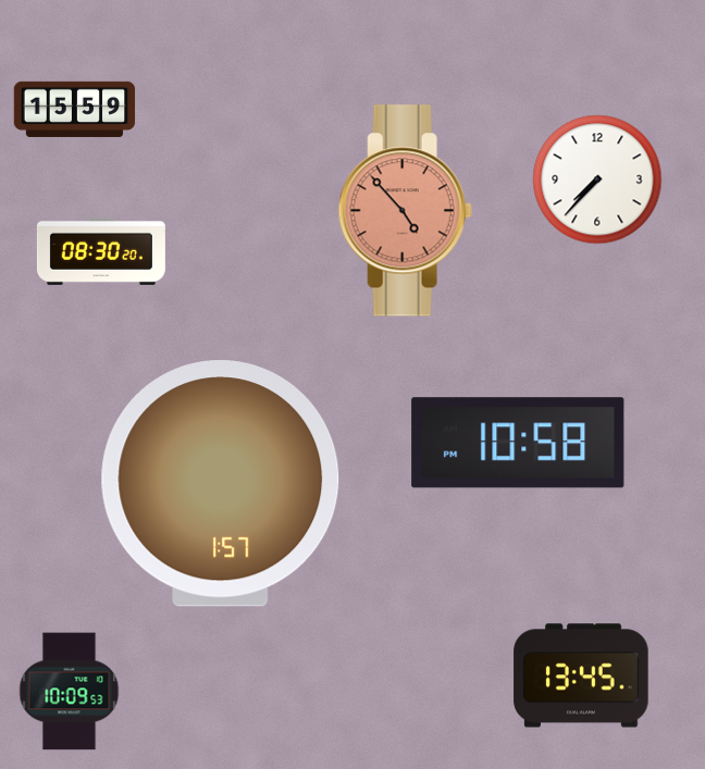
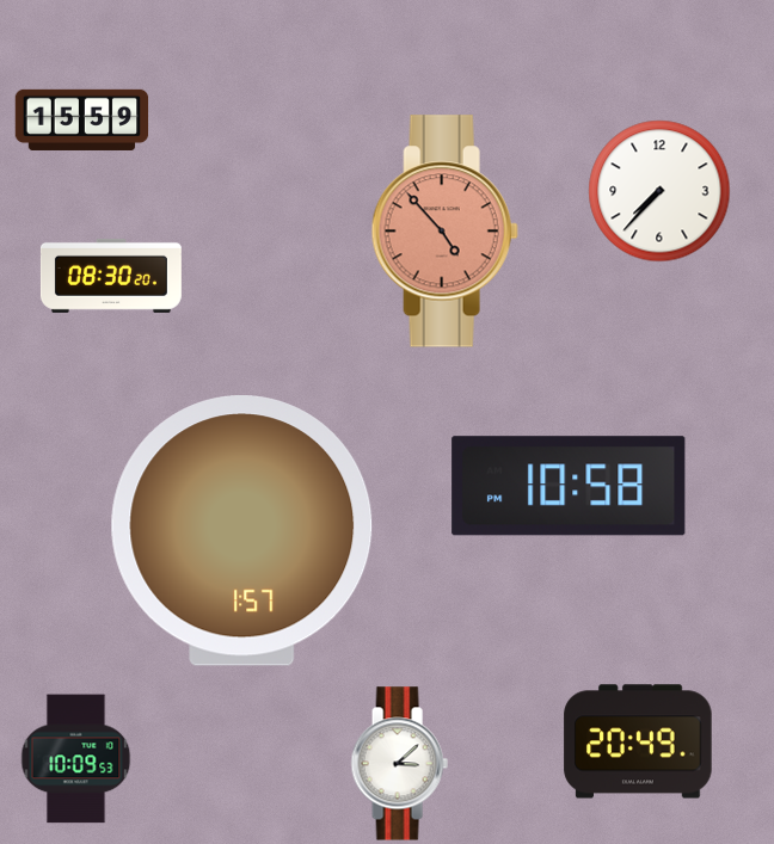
clock at (597, 179) position: (597, 179) -> (659, 191)
clock at (581, 675): 13:45 -> 20:49
clock at (399, 764): none -> 3:08
